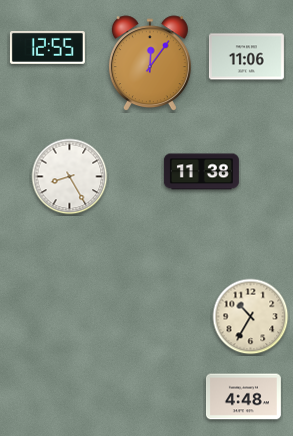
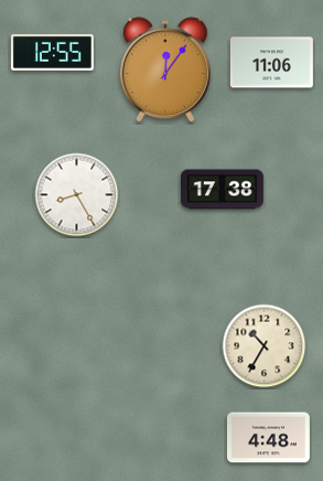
clock at (201, 172): 11:38 -> 17:38
clock at (251, 317) position: (251, 317) -> (265, 346)
